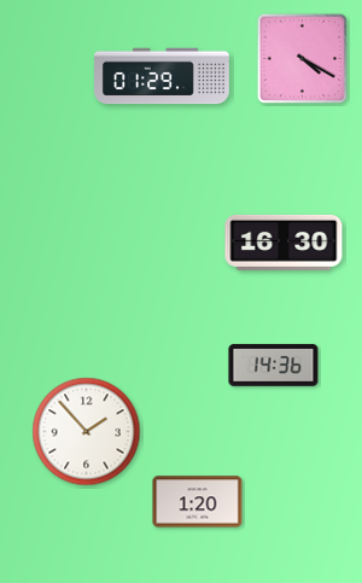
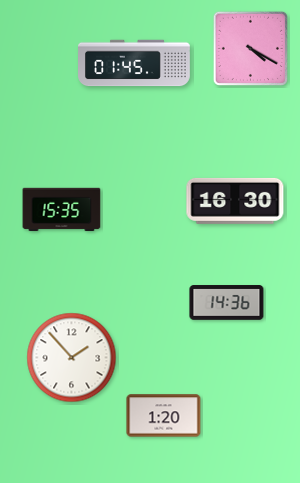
clock at (163, 76): 01:29 -> 01:45
clock at (62, 210): none -> 15:35
